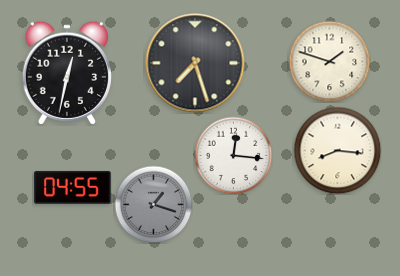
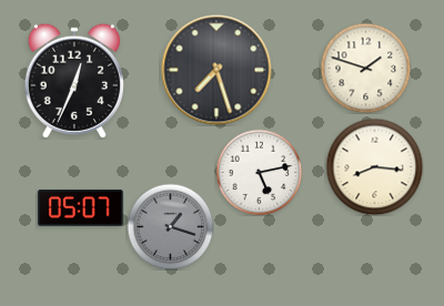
clock at (67, 73): 12:32 -> 12:34
clock at (233, 155): 12:16 -> 5:13
clock at (73, 187): 04:55 -> 05:07
